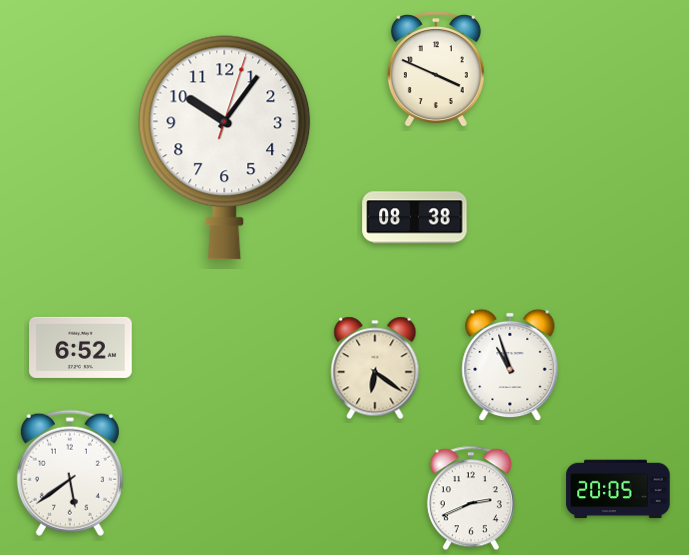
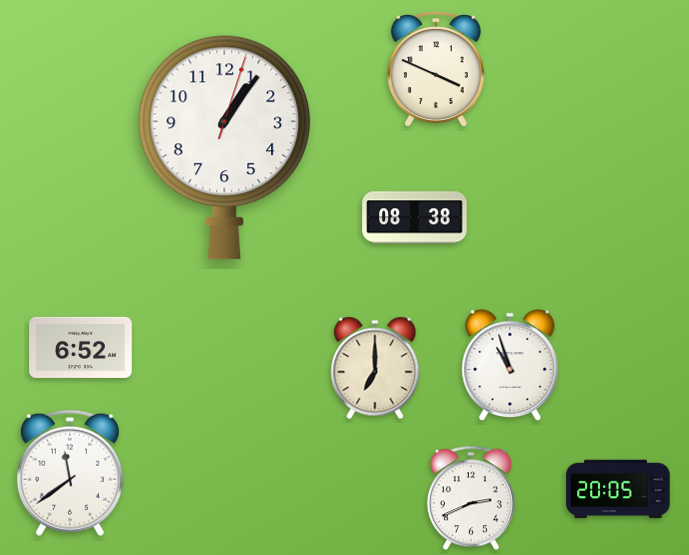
clock at (225, 147): 10:06 -> 1:06
clock at (375, 368): 6:21 -> 7:00
clock at (70, 473): 5:39 -> 11:39
